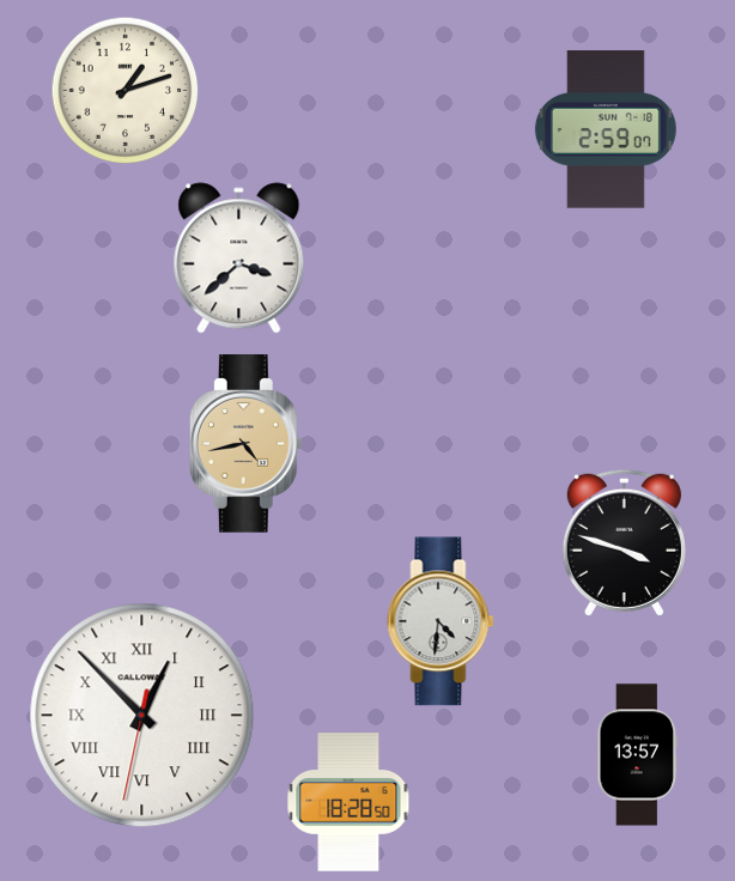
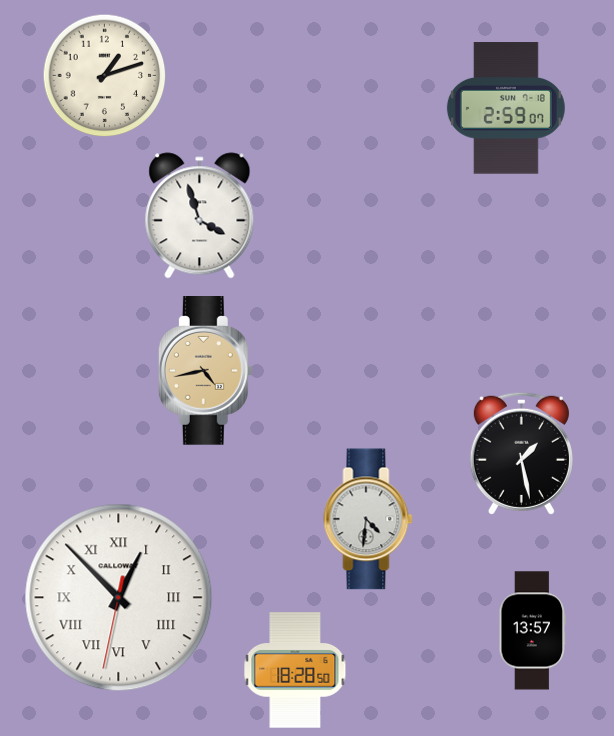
clock at (239, 259): 3:38 -> 3:57
clock at (624, 542): 3:48 -> 1:28
clock at (348, 802) position: (348, 802) -> (295, 670)
